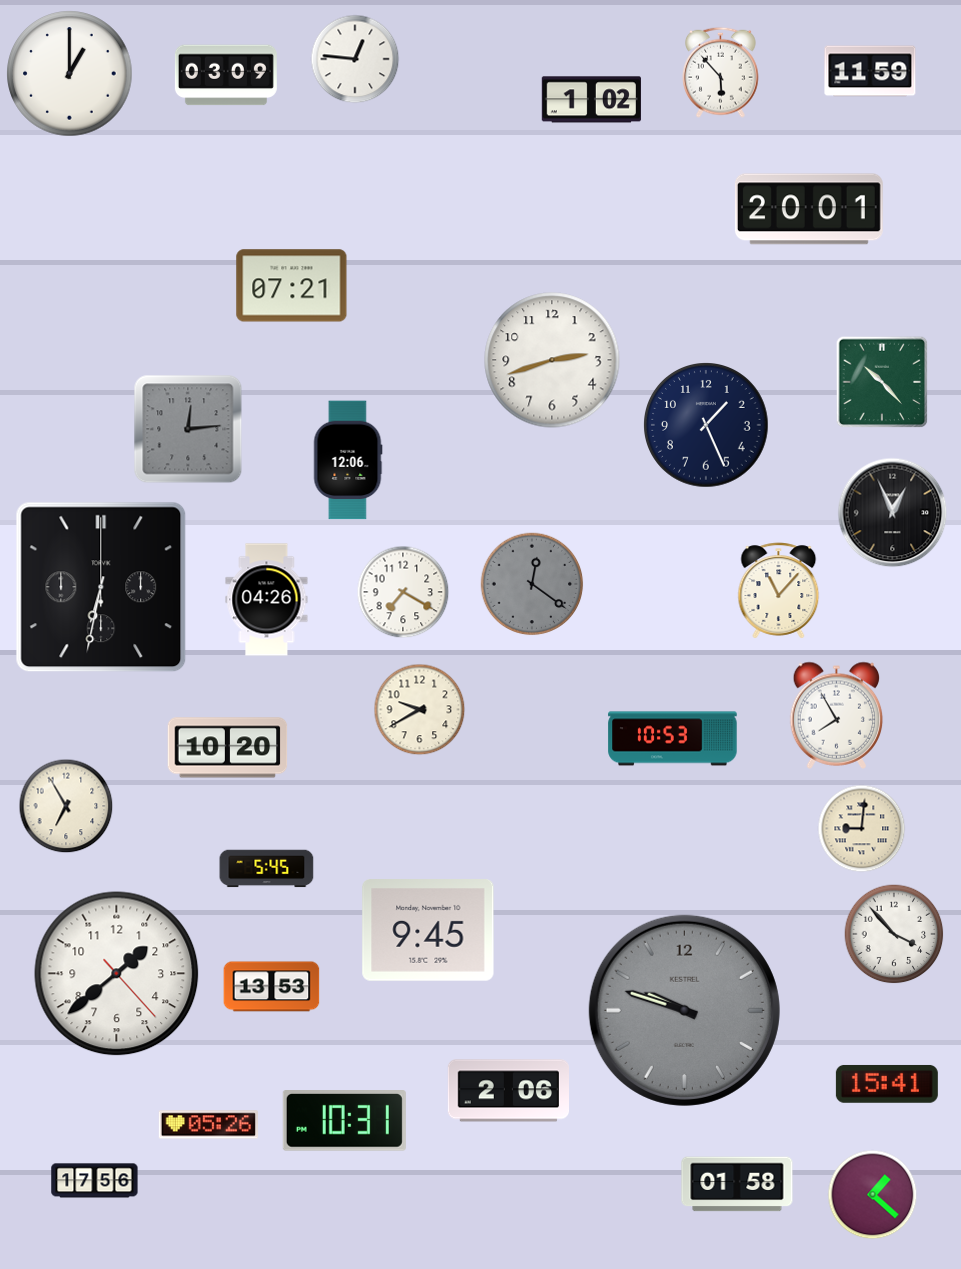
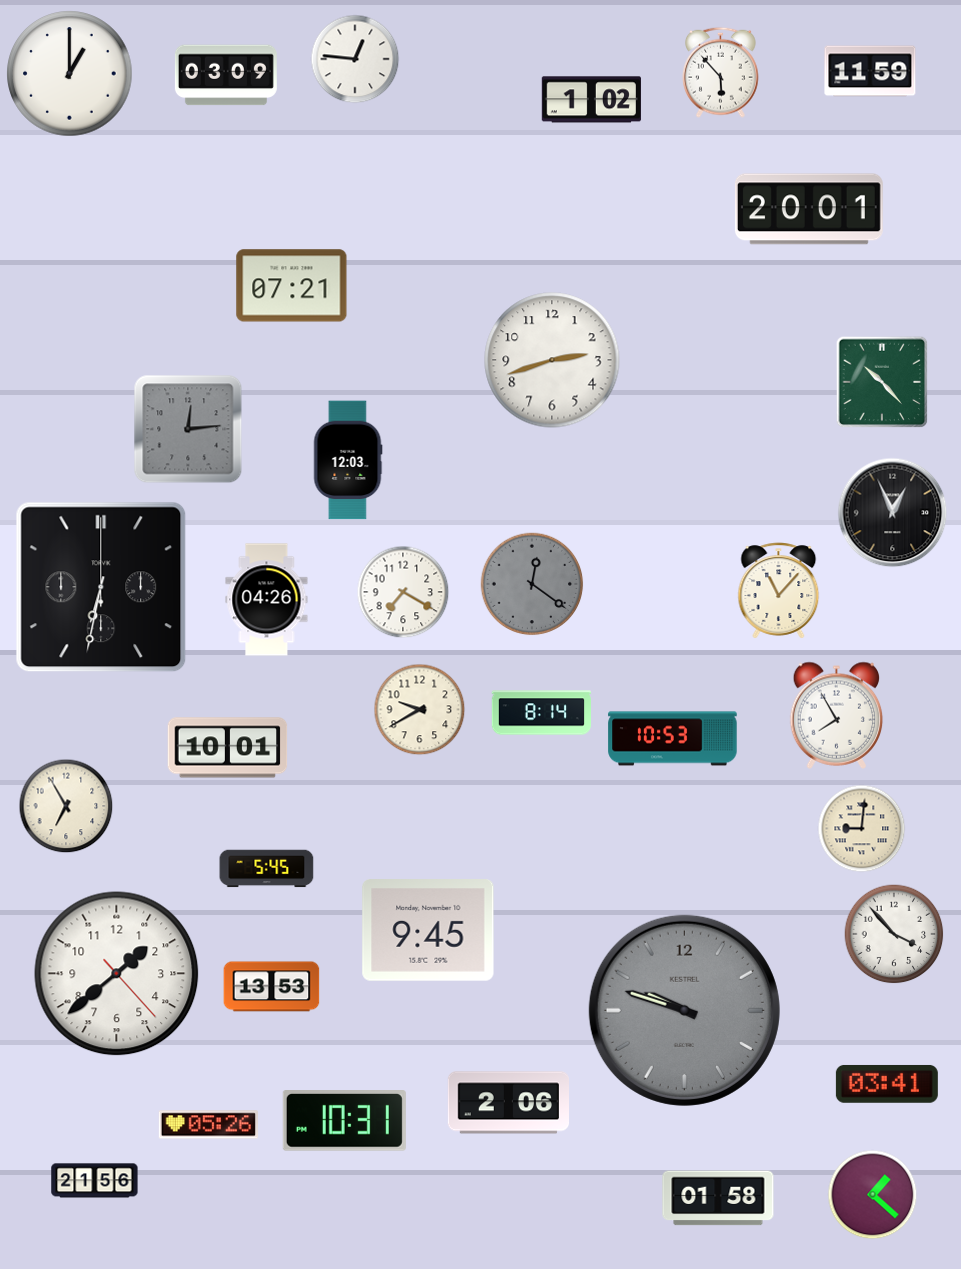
clock at (706, 425): 1:26 -> none
clock at (348, 460): 12:06 -> 12:03
clock at (541, 713): none -> 8:14
clock at (228, 748): 10:20 -> 10:01
clock at (887, 1084): 15:41 -> 03:41
clock at (508, 1091) position: (508, 1091) -> (508, 1103)
clock at (95, 1181): 17:56 -> 21:56
clock at (737, 1184) position: (737, 1184) -> (718, 1198)
